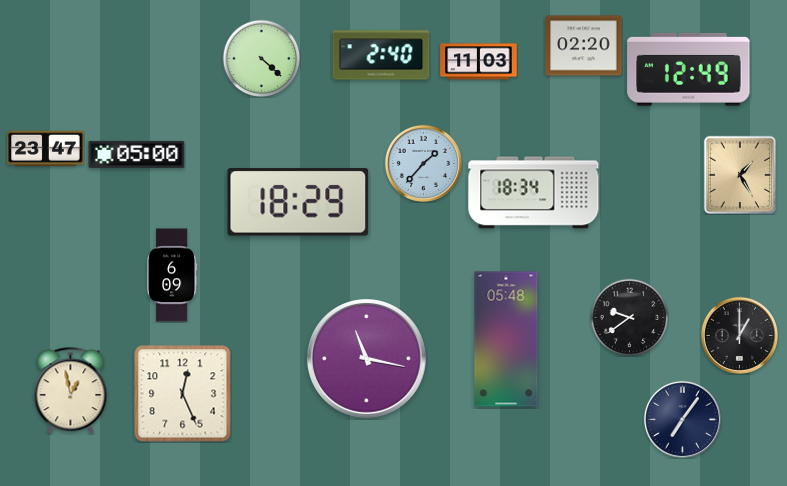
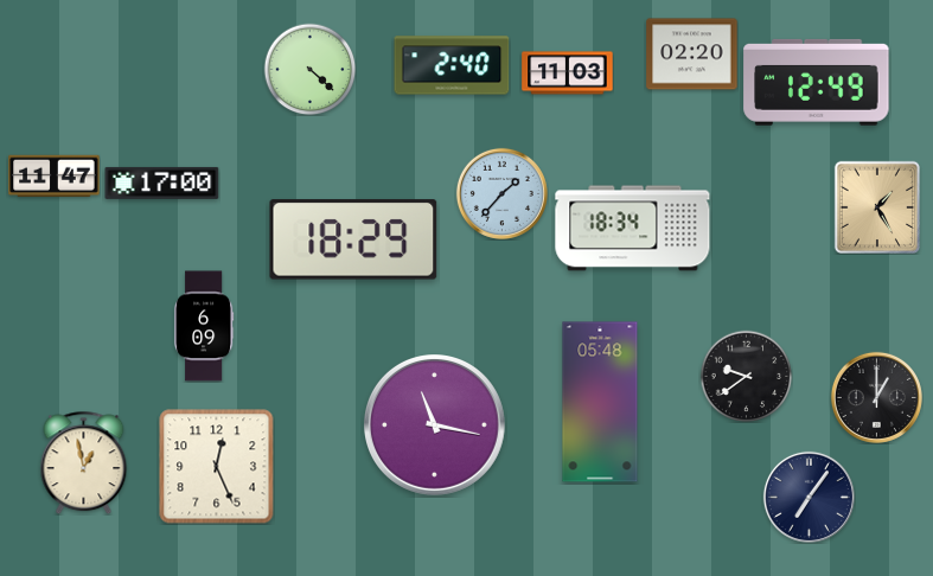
clock at (46, 149): 23:47 -> 11:47
clock at (137, 154): 05:00 -> 17:00
